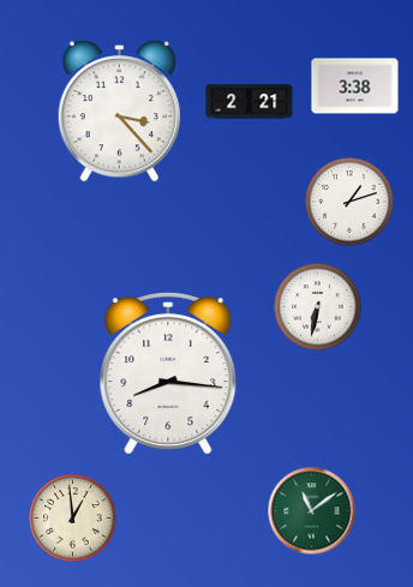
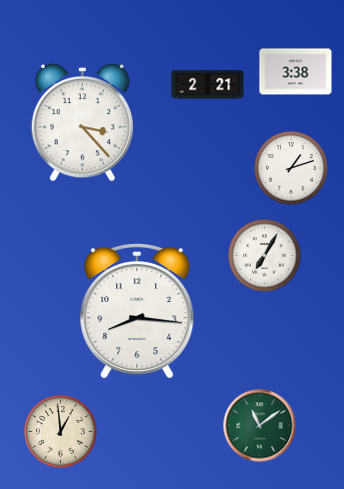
clock at (119, 112) position: (119, 112) -> (82, 123)
clock at (318, 307): 6:32 -> 7:05
clock at (168, 373) position: (168, 373) -> (137, 311)
